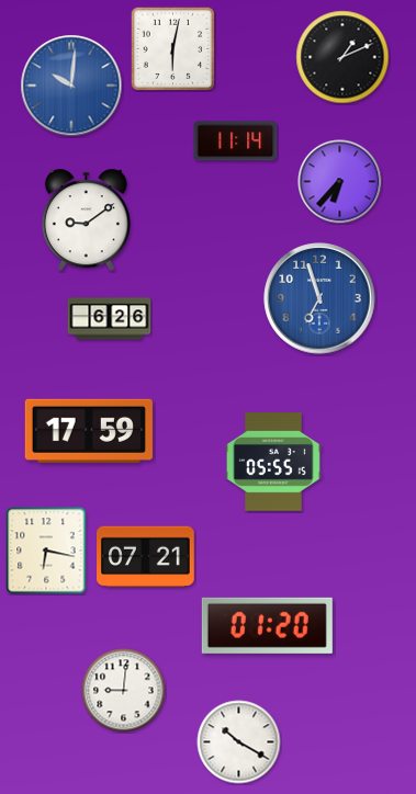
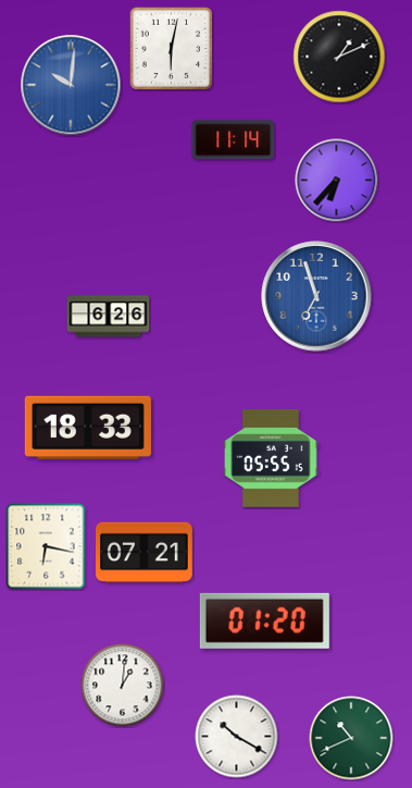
clock at (86, 220): 9:09 -> none
clock at (89, 431): 17:59 -> 18:33
clock at (124, 691): 9:01 -> 1:01
clock at (351, 738): none -> 10:41
